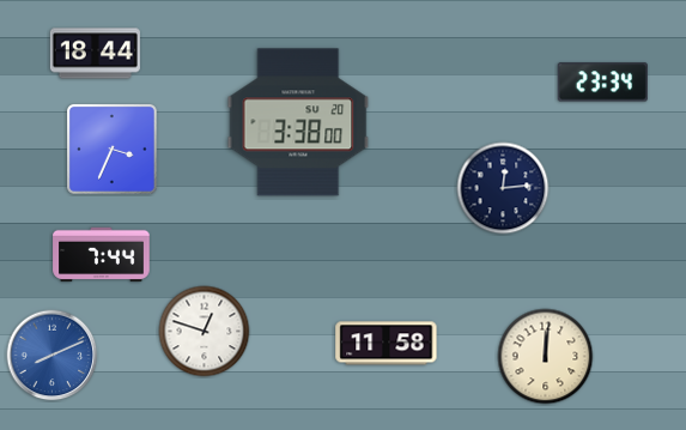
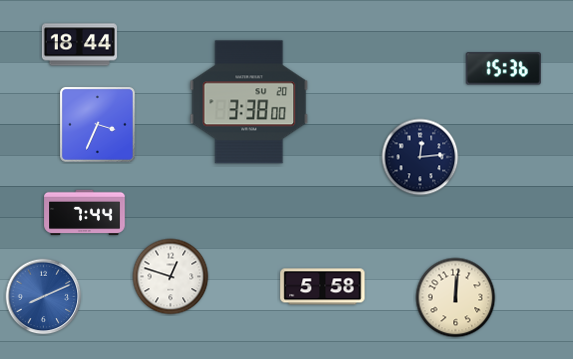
clock at (602, 83): 23:34 -> 15:36
clock at (111, 149) position: (111, 149) -> (97, 124)
clock at (387, 344): 11:58 -> 5:58
